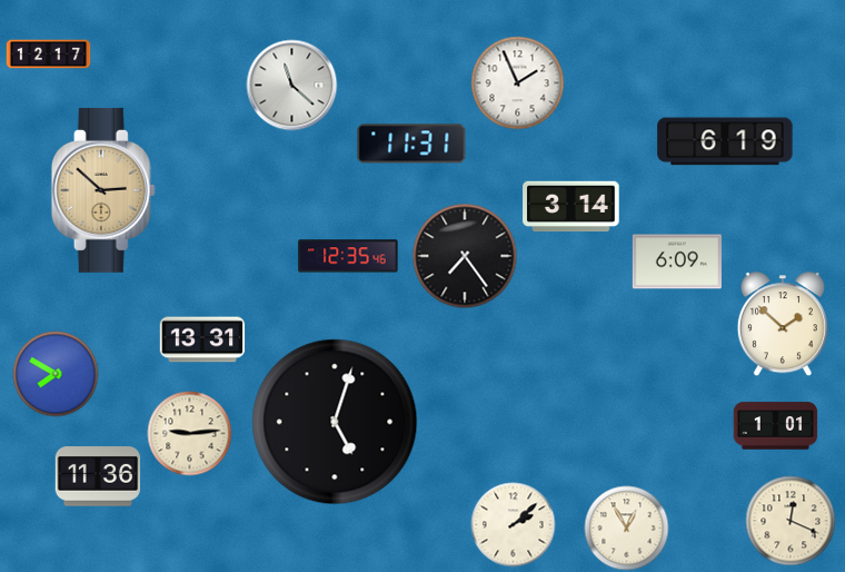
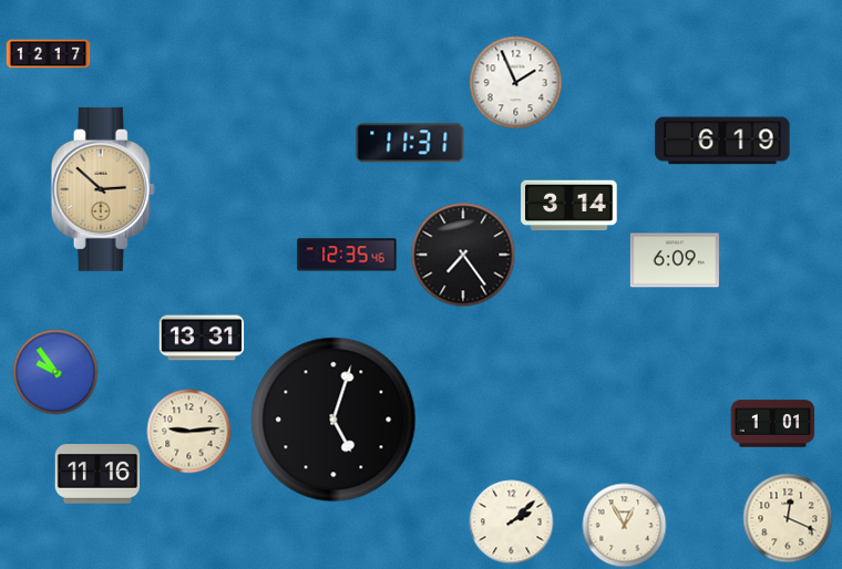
clock at (292, 86): 11:22 -> none
clock at (783, 325): 1:52 -> none
clock at (56, 374): 7:50 -> 9:54
clock at (98, 476): 11:36 -> 11:16
